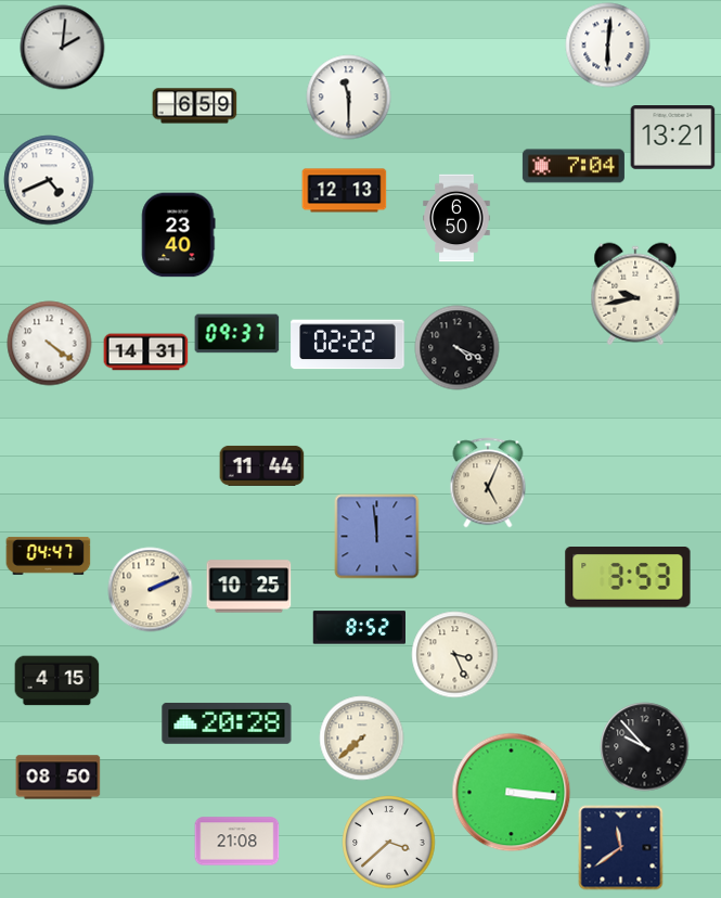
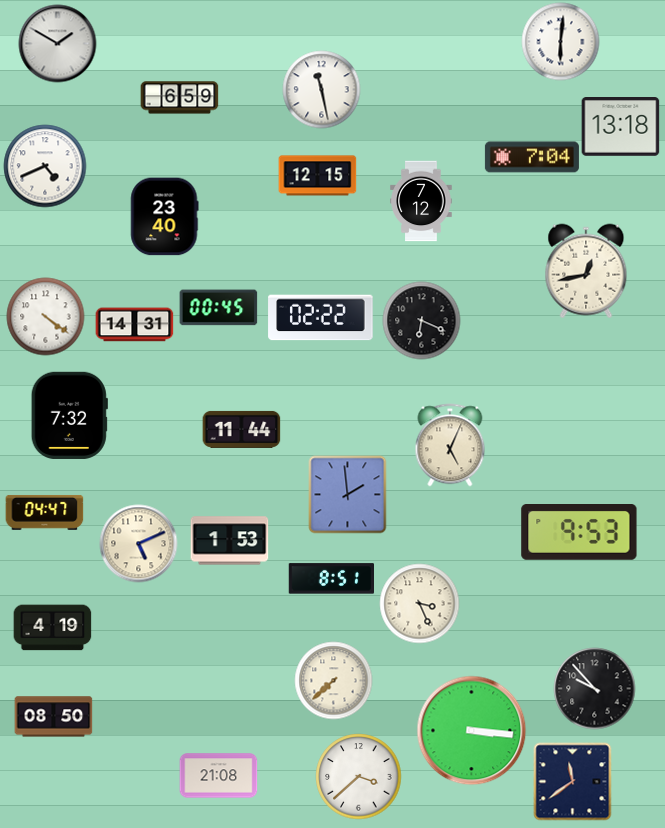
clock at (62, 47): 2:01 -> 1:50
clock at (348, 97): 11:30 -> 11:28
clock at (672, 138): 13:21 -> 13:18
clock at (574, 166) position: (574, 166) -> (532, 157)
clock at (344, 191): 12:13 -> 12:15
clock at (456, 218): 6:50 -> 7:12
clock at (635, 294): 9:43 -> 12:43
clock at (236, 334): 09:37 -> 00:45
clock at (456, 347): 4:19 -> 6:19
clock at (69, 415): none -> 7:32
clock at (376, 536): 11:59 -> 1:59
clock at (628, 578): 3:53 -> 9:53
clock at (248, 587): 10:25 -> 1:53
clock at (150, 589): 2:11 -> 5:11
clock at (359, 628): 8:52 -> 8:51
clock at (56, 681): 4:15 -> 4:19
clock at (227, 723): 20:28 -> none
